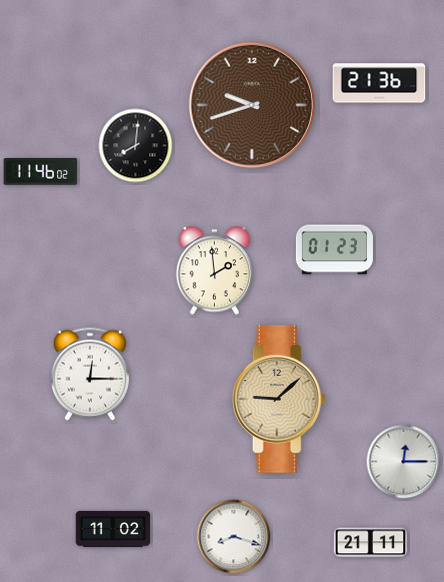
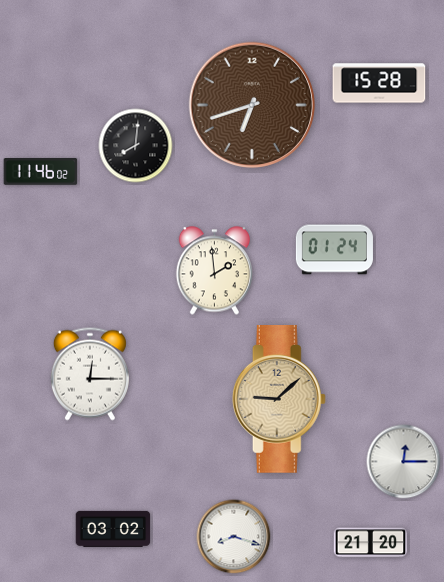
clock at (379, 83): 21:36 -> 15:28
clock at (252, 105): 9:42 -> 6:42
clock at (334, 250): 01:23 -> 01:24
clock at (113, 529): 11:02 -> 03:02
clock at (371, 543): 21:11 -> 21:20
